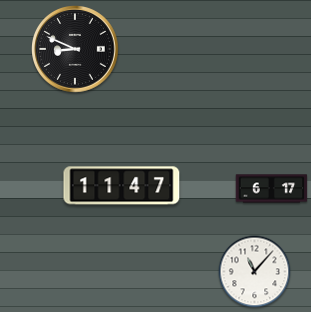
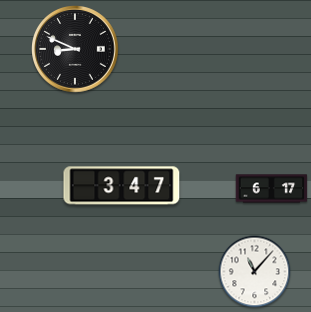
clock at (122, 186): 11:47 -> 3:47
